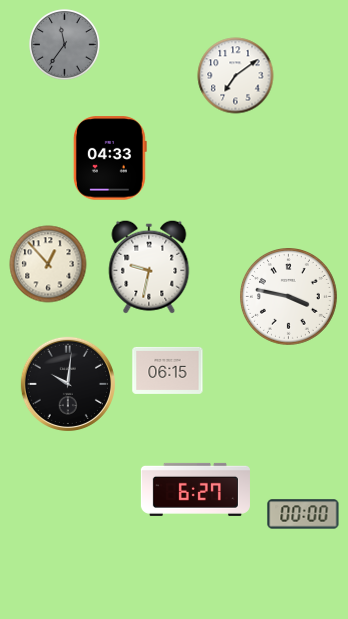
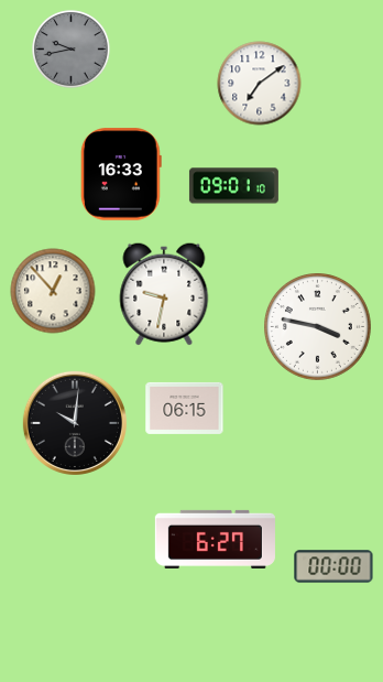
clock at (65, 45): 11:36 -> 9:43
clock at (110, 158): 04:33 -> 16:33
clock at (233, 186): none -> 09:01
